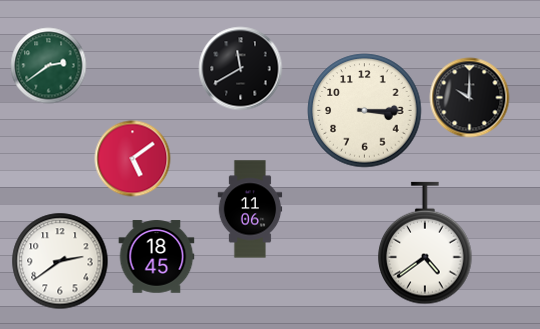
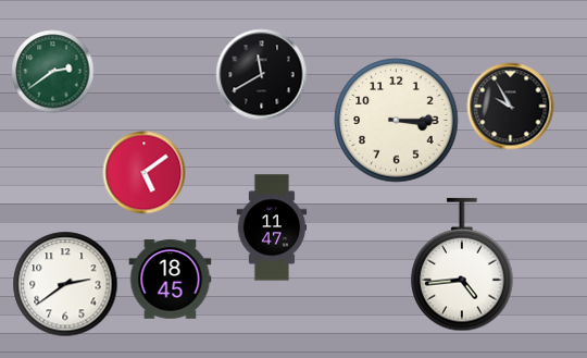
clock at (470, 98): 10:00 -> 9:55
clock at (250, 209): 11:06 -> 11:47
clock at (425, 243): 4:39 -> 4:44
